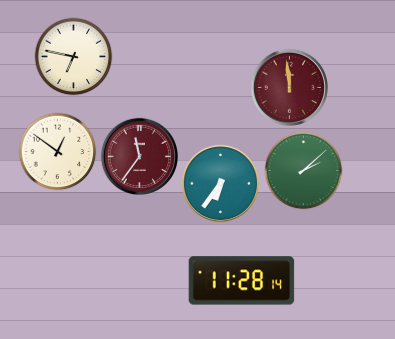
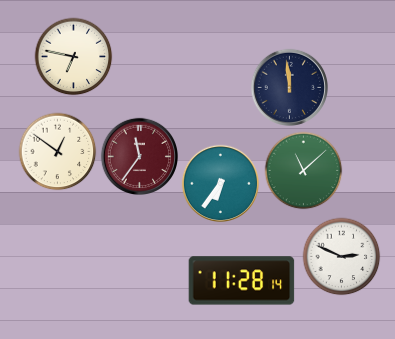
clock at (289, 87) dial: burgundy -> navy
clock at (303, 170): 2:08 -> 11:08
clock at (341, 256): none -> 2:49
